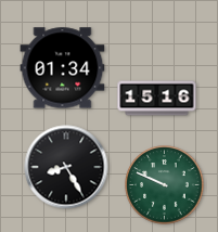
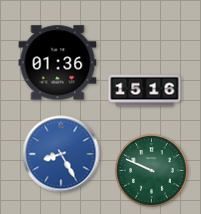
clock at (63, 68): 01:34 -> 01:36
clock at (66, 167) dial: black -> blue
